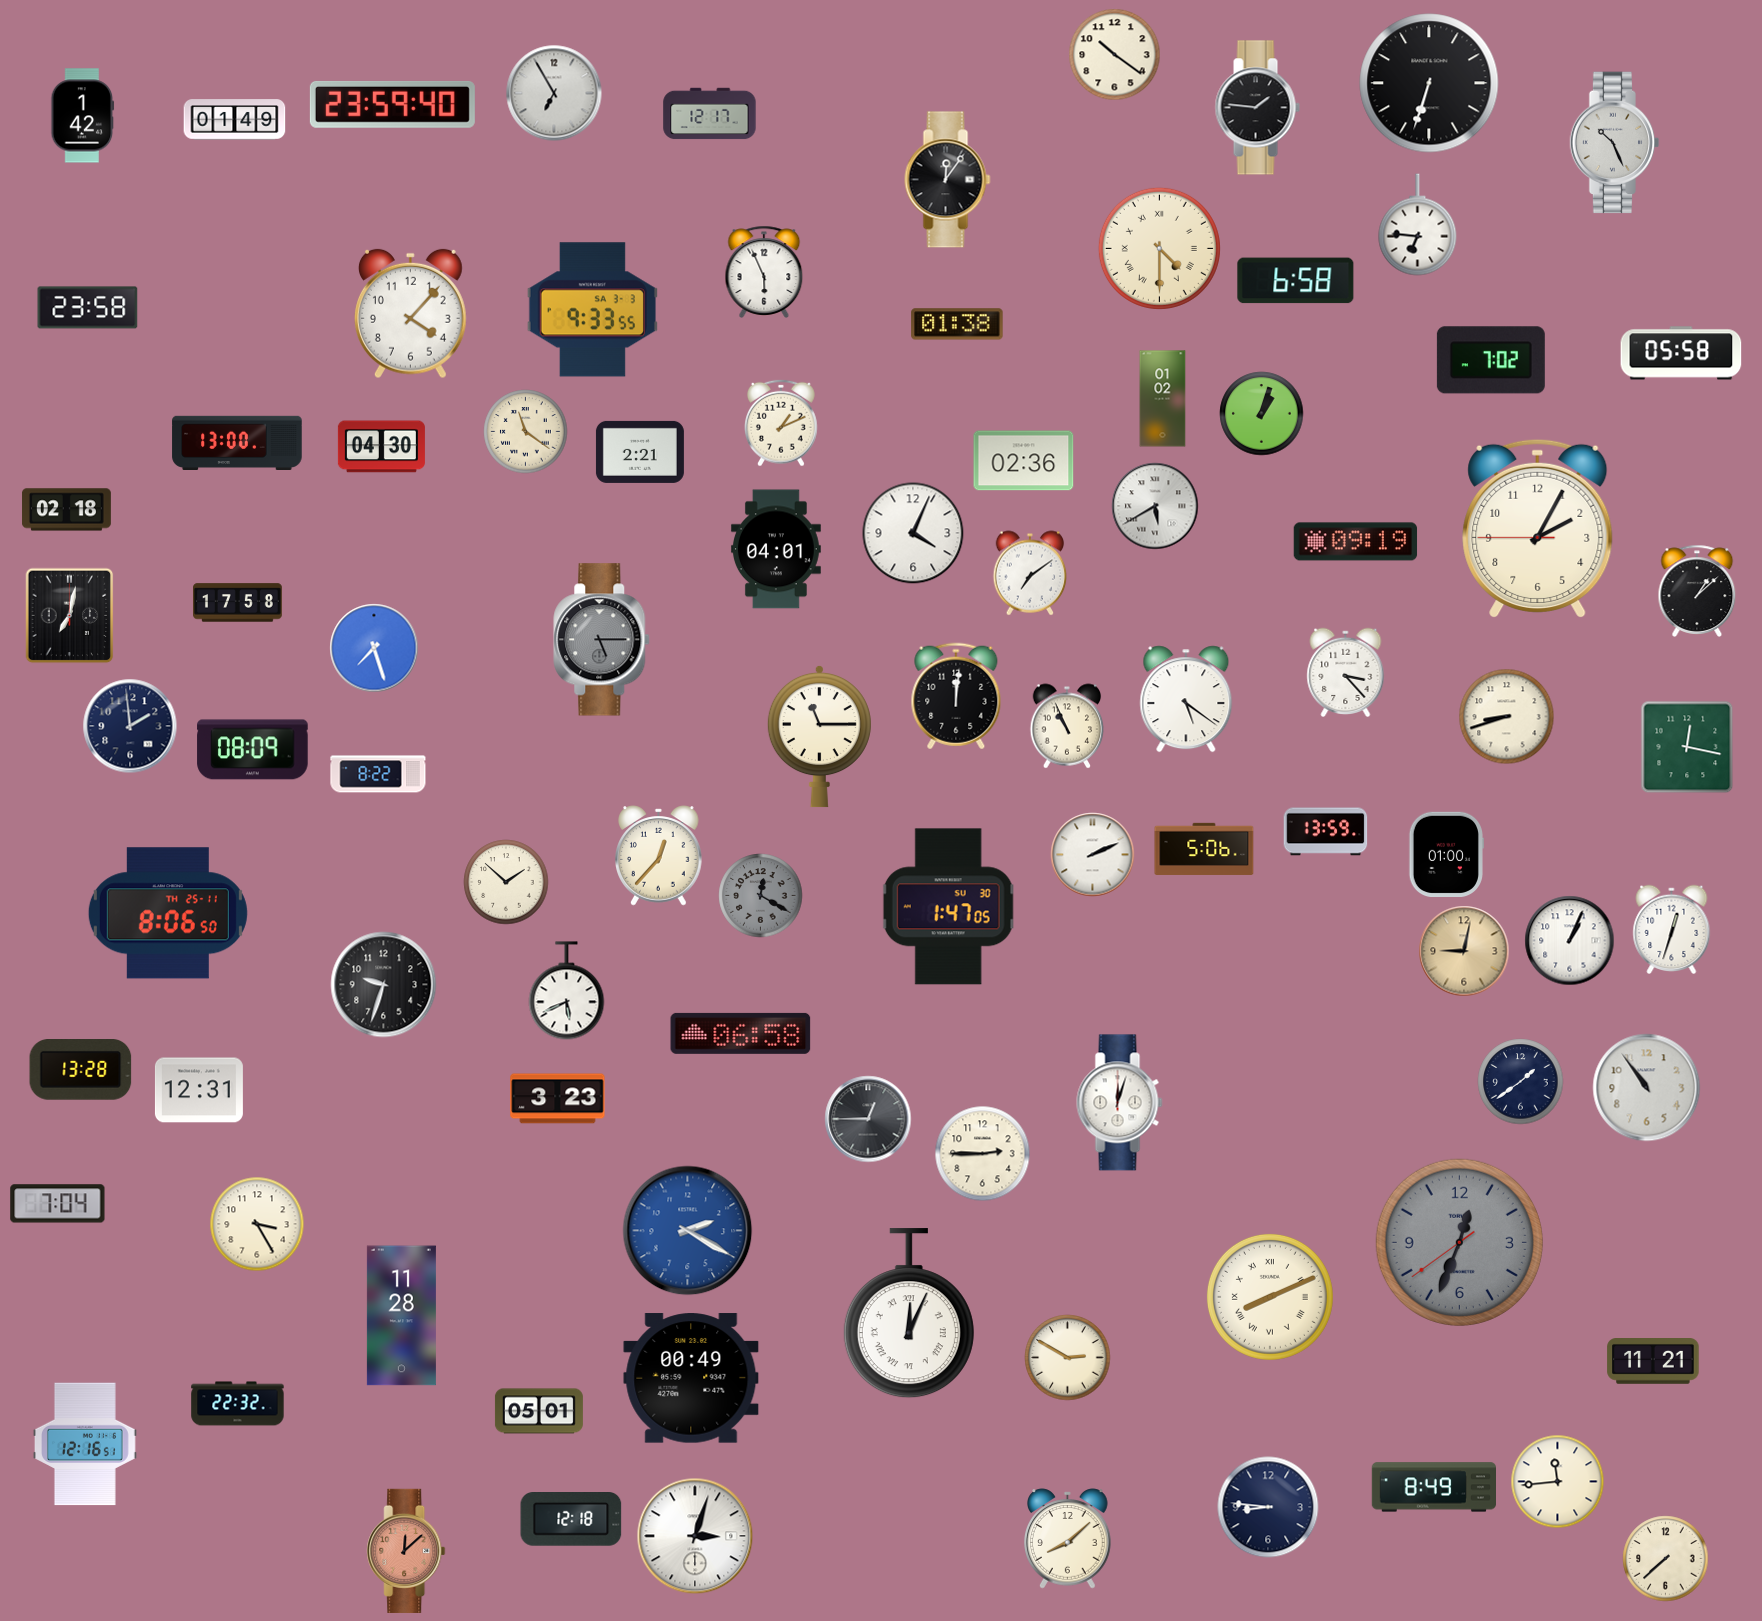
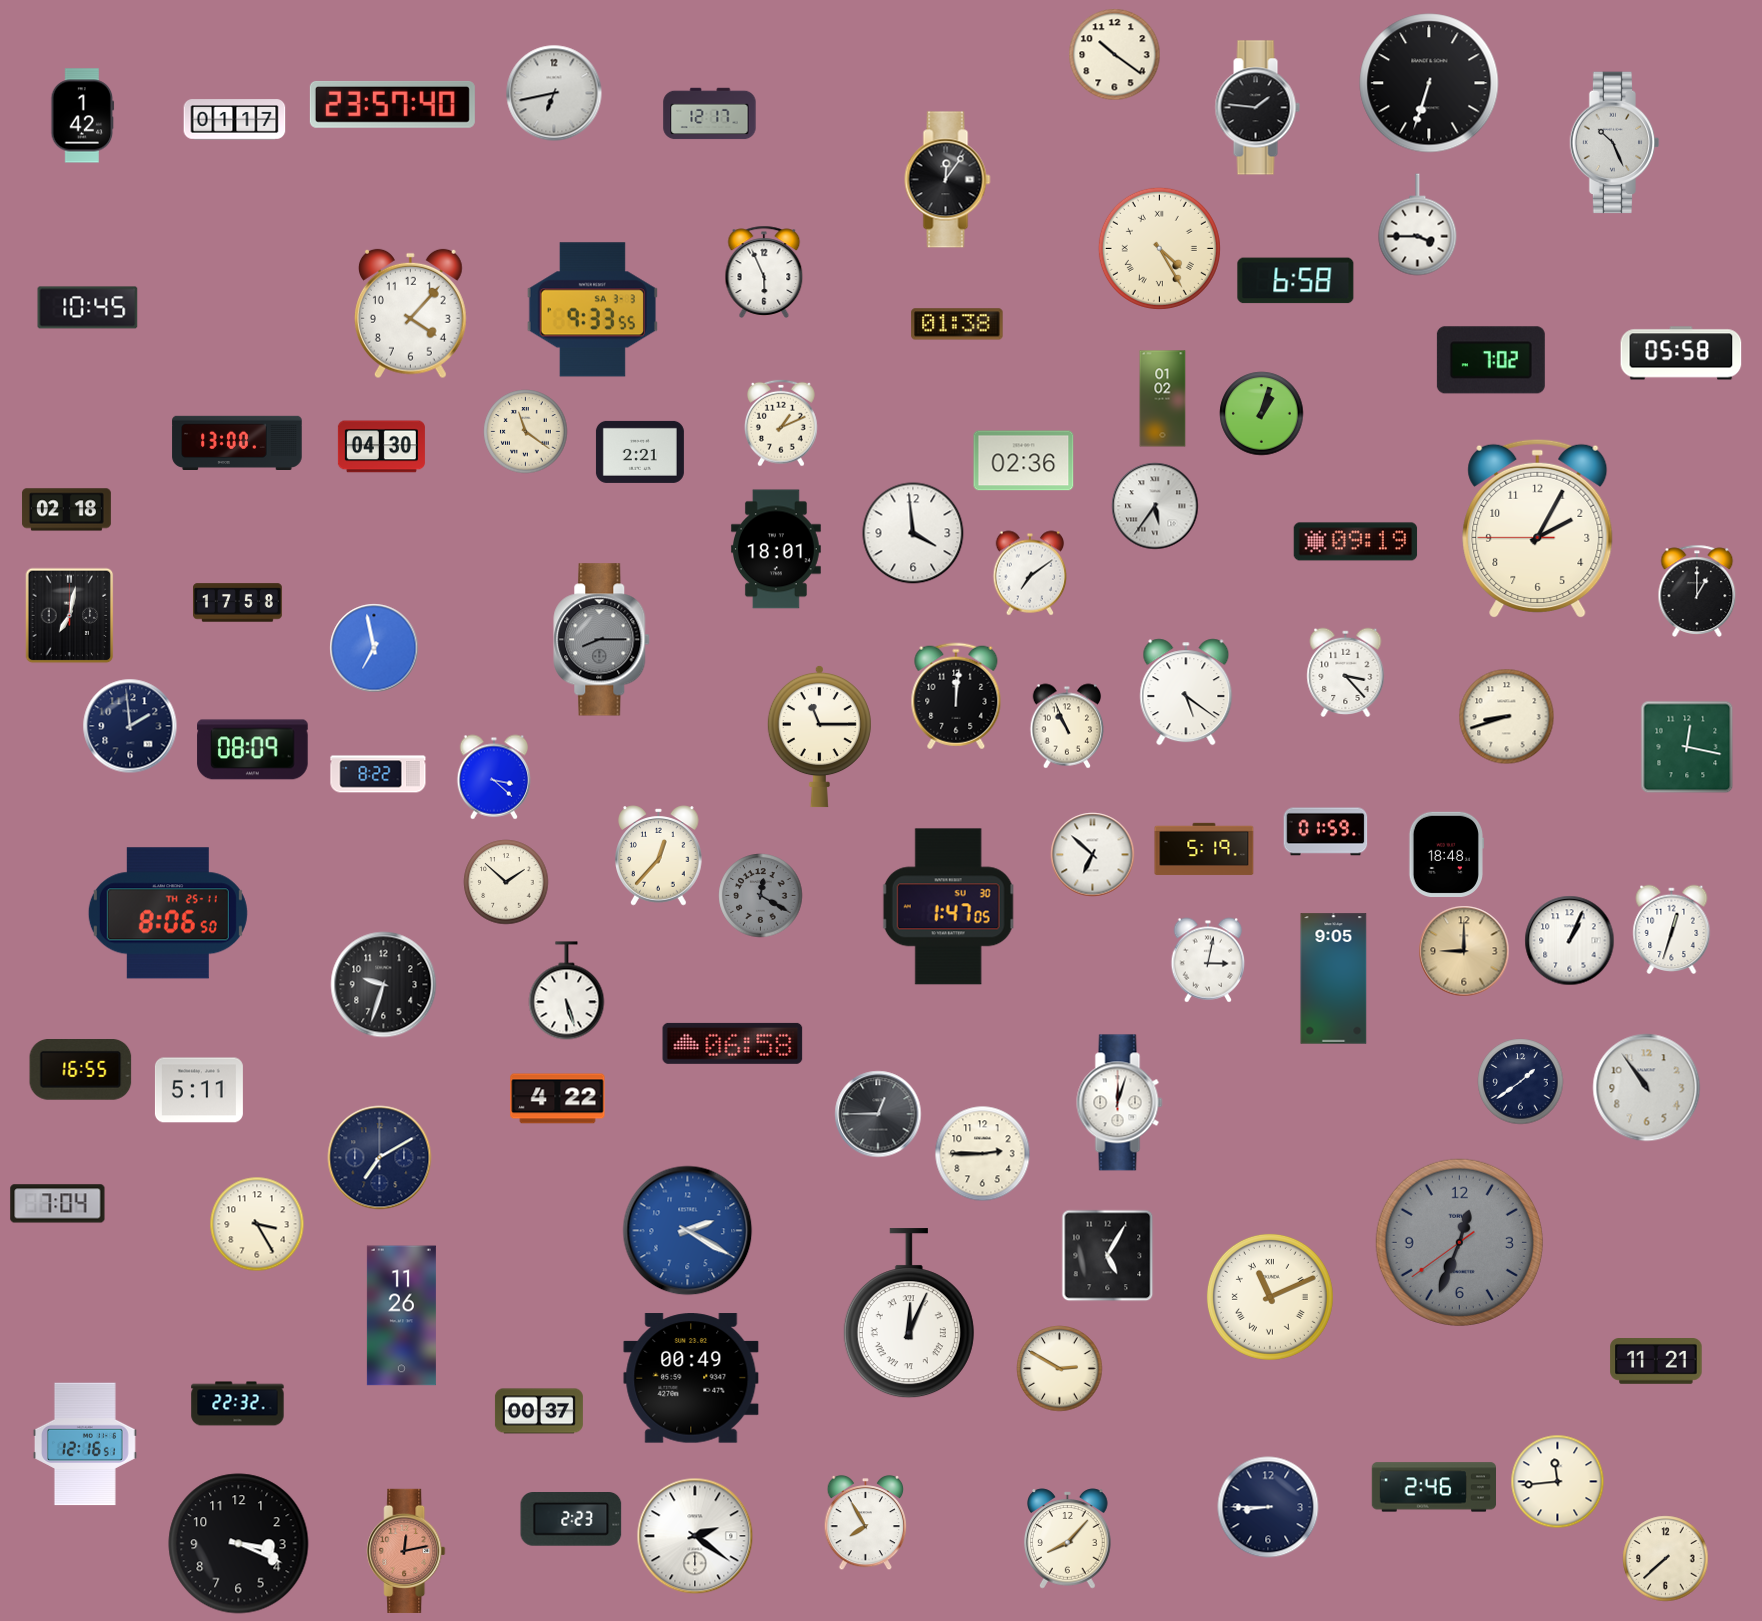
clock at (554, 93): 6:55 -> 6:43
clock at (392, 104): 23:59 -> 23:57
clock at (235, 120): 01:49 -> 01:17
clock at (1418, 225): 6:46 -> 3:45
clock at (1159, 248): 4:30 -> 4:25
clock at (88, 308): 23:58 -> 10:45
clock at (1155, 506): 5:40 -> 5:36
clock at (913, 533): 4:04 -> 3:59
clock at (776, 549): 04:01 -> 18:01
clock at (1697, 591): 1:08 -> 1:00
clock at (602, 640): 5:15 -> 8:15
clock at (374, 648): 7:27 -> 6:58
clock at (1186, 699) position: (1186, 699) -> (1186, 692)
clock at (494, 777): none -> 3:22
clock at (1326, 832): 13:59 -> 01:59
clock at (1204, 849): 5:06 -> 5:19
clock at (1446, 854): 01:00 -> 18:48
clock at (1093, 855): 2:11 -> 6:52
clock at (1464, 951): 9:02 -> 9:00
clock at (1208, 960): none -> 3:02
clock at (1334, 979): none -> 9:05
clock at (567, 991): 5:41 -> 5:27
clock at (741, 1033) position: (741, 1033) -> (733, 1043)
clock at (81, 1070): 13:28 -> 16:55
clock at (199, 1090): 12:31 -> 5:11
clock at (558, 1099): 3:23 -> 4:22
clock at (868, 1119) position: (868, 1119) -> (878, 1114)
clock at (380, 1158): none -> 7:10
clock at (1108, 1256): none -> 5:05
clock at (1270, 1297): 8:11 -> 11:11
clock at (401, 1316): 11:28 -> 11:26
clock at (1068, 1358) position: (1068, 1358) -> (1060, 1369)
clock at (1653, 1362) position: (1653, 1362) -> (1656, 1362)
clock at (539, 1411): 05:01 -> 00:37
clock at (1433, 1487): 8:49 -> 2:46
clock at (1268, 1507): 8:46 -> 8:45
clock at (571, 1520): 12:18 -> 2:23
clock at (866, 1523): none -> 7:55
clock at (695, 1536): 3:03 -> 2:21
clock at (1068, 1539): 8:08 -> 8:07
clock at (239, 1544): none -> 3:19
clock at (406, 1551): 12:08 -> 12:13
